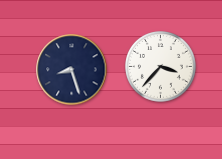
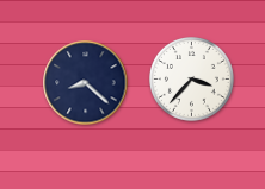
clock at (72, 70): 8:27 -> 8:22
